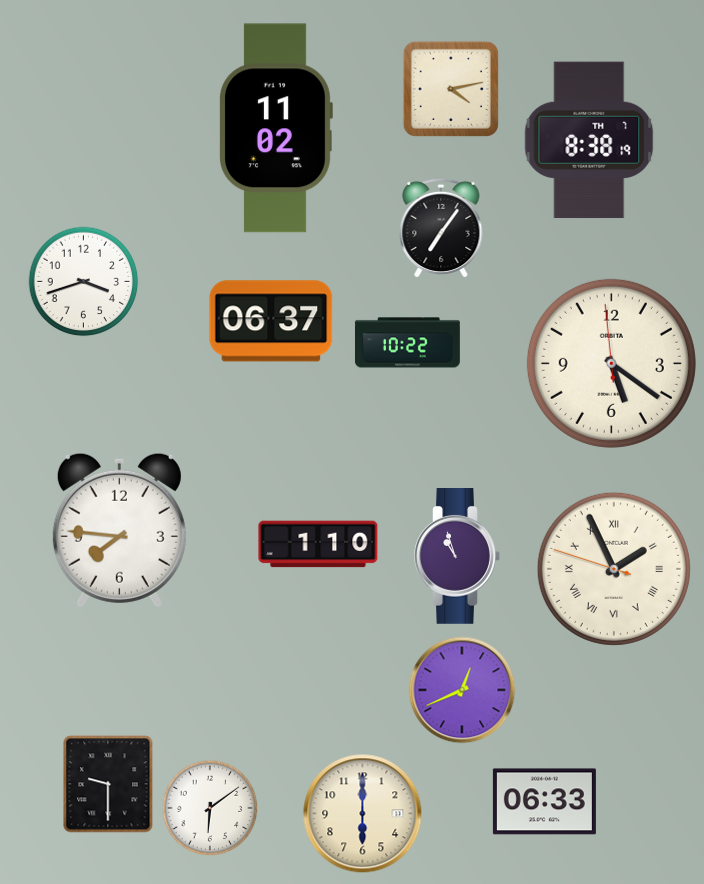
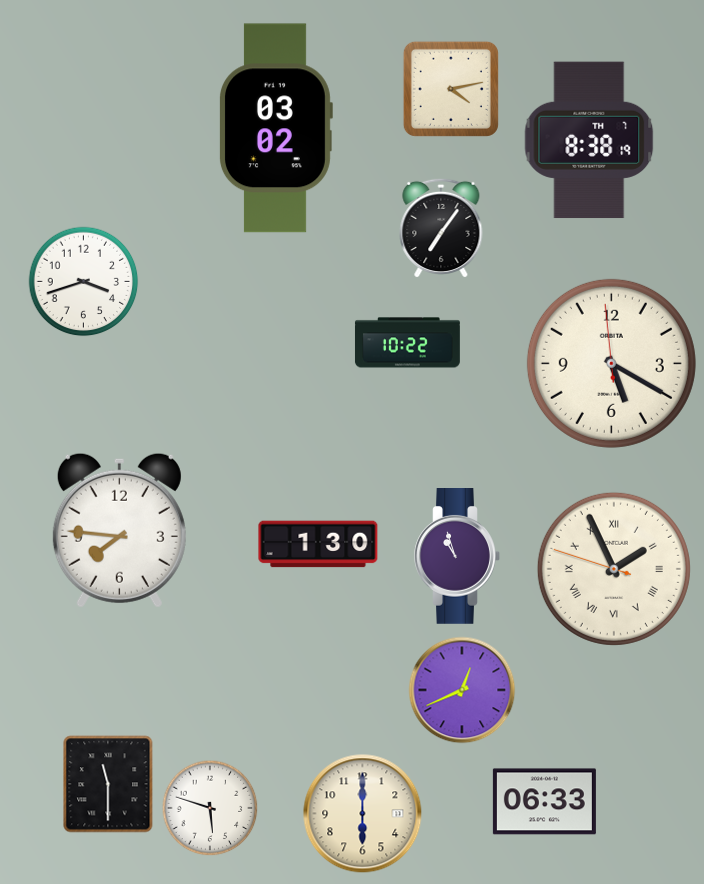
clock at (275, 128): 11:02 -> 03:02
clock at (271, 321): 06:37 -> none
clock at (611, 363): 5:20 -> 5:19
clock at (318, 544): 1:10 -> 1:30
clock at (108, 784): 9:30 -> 11:30
clock at (210, 808): 6:09 -> 5:48
